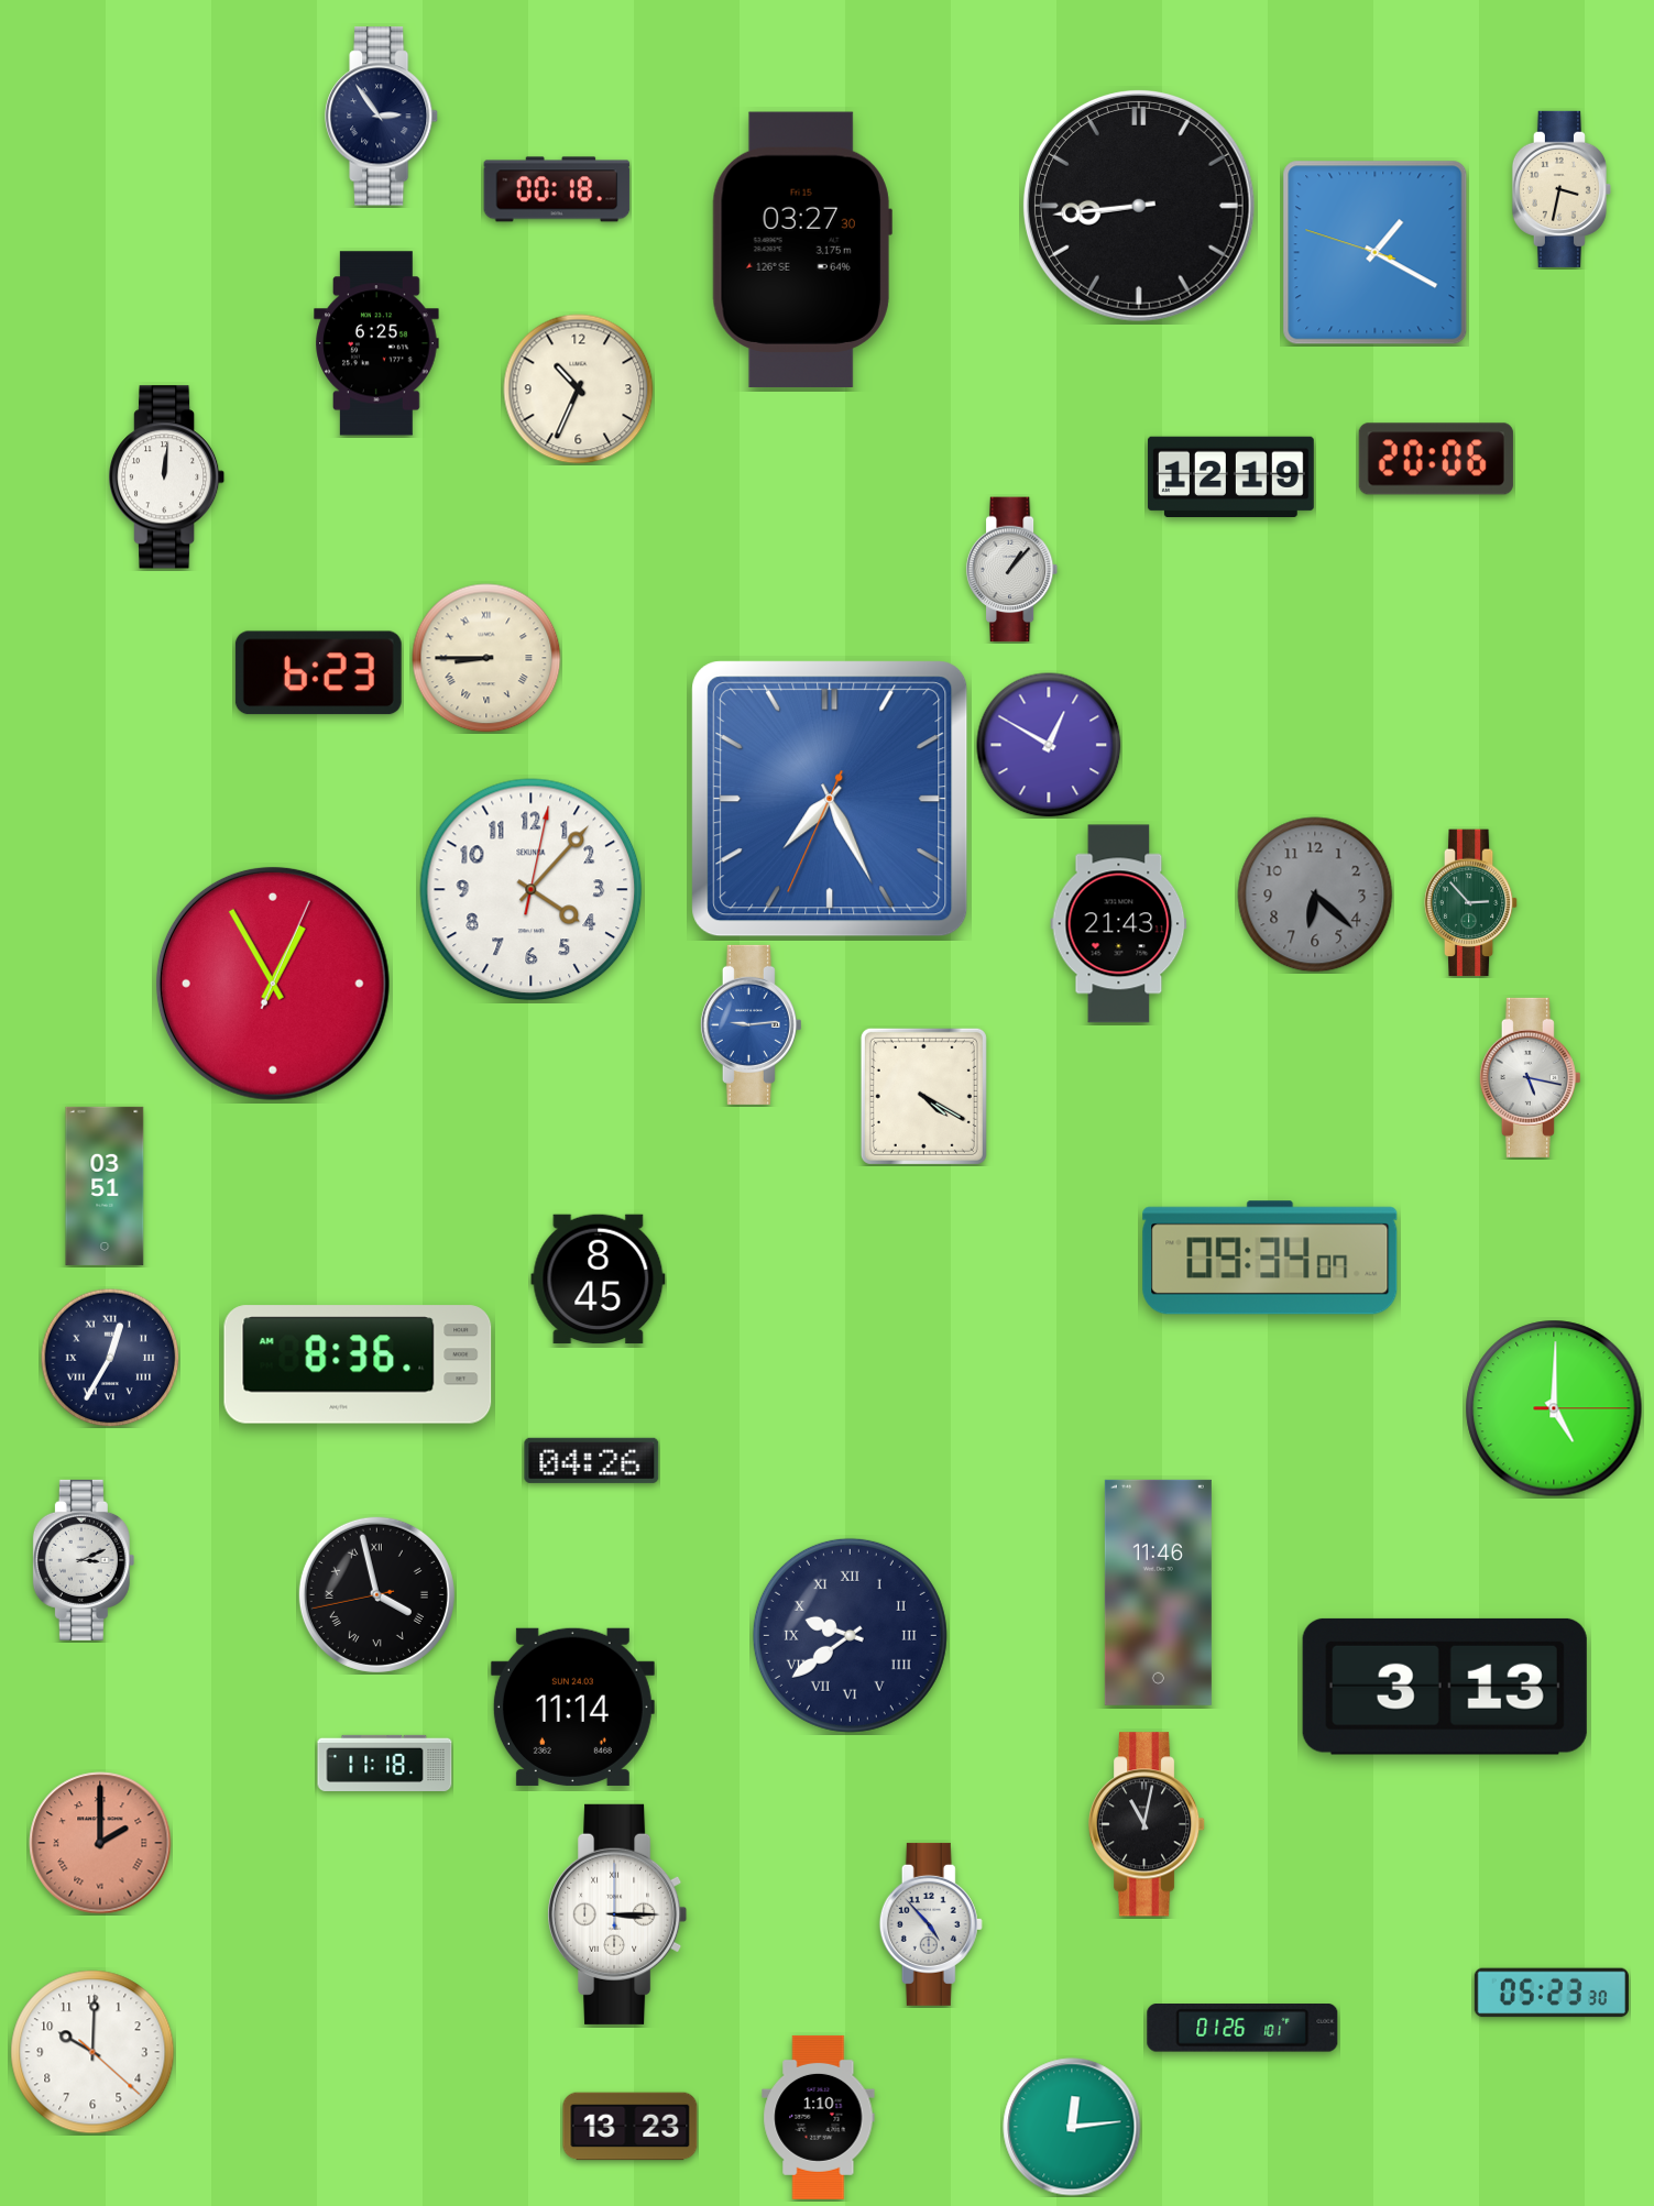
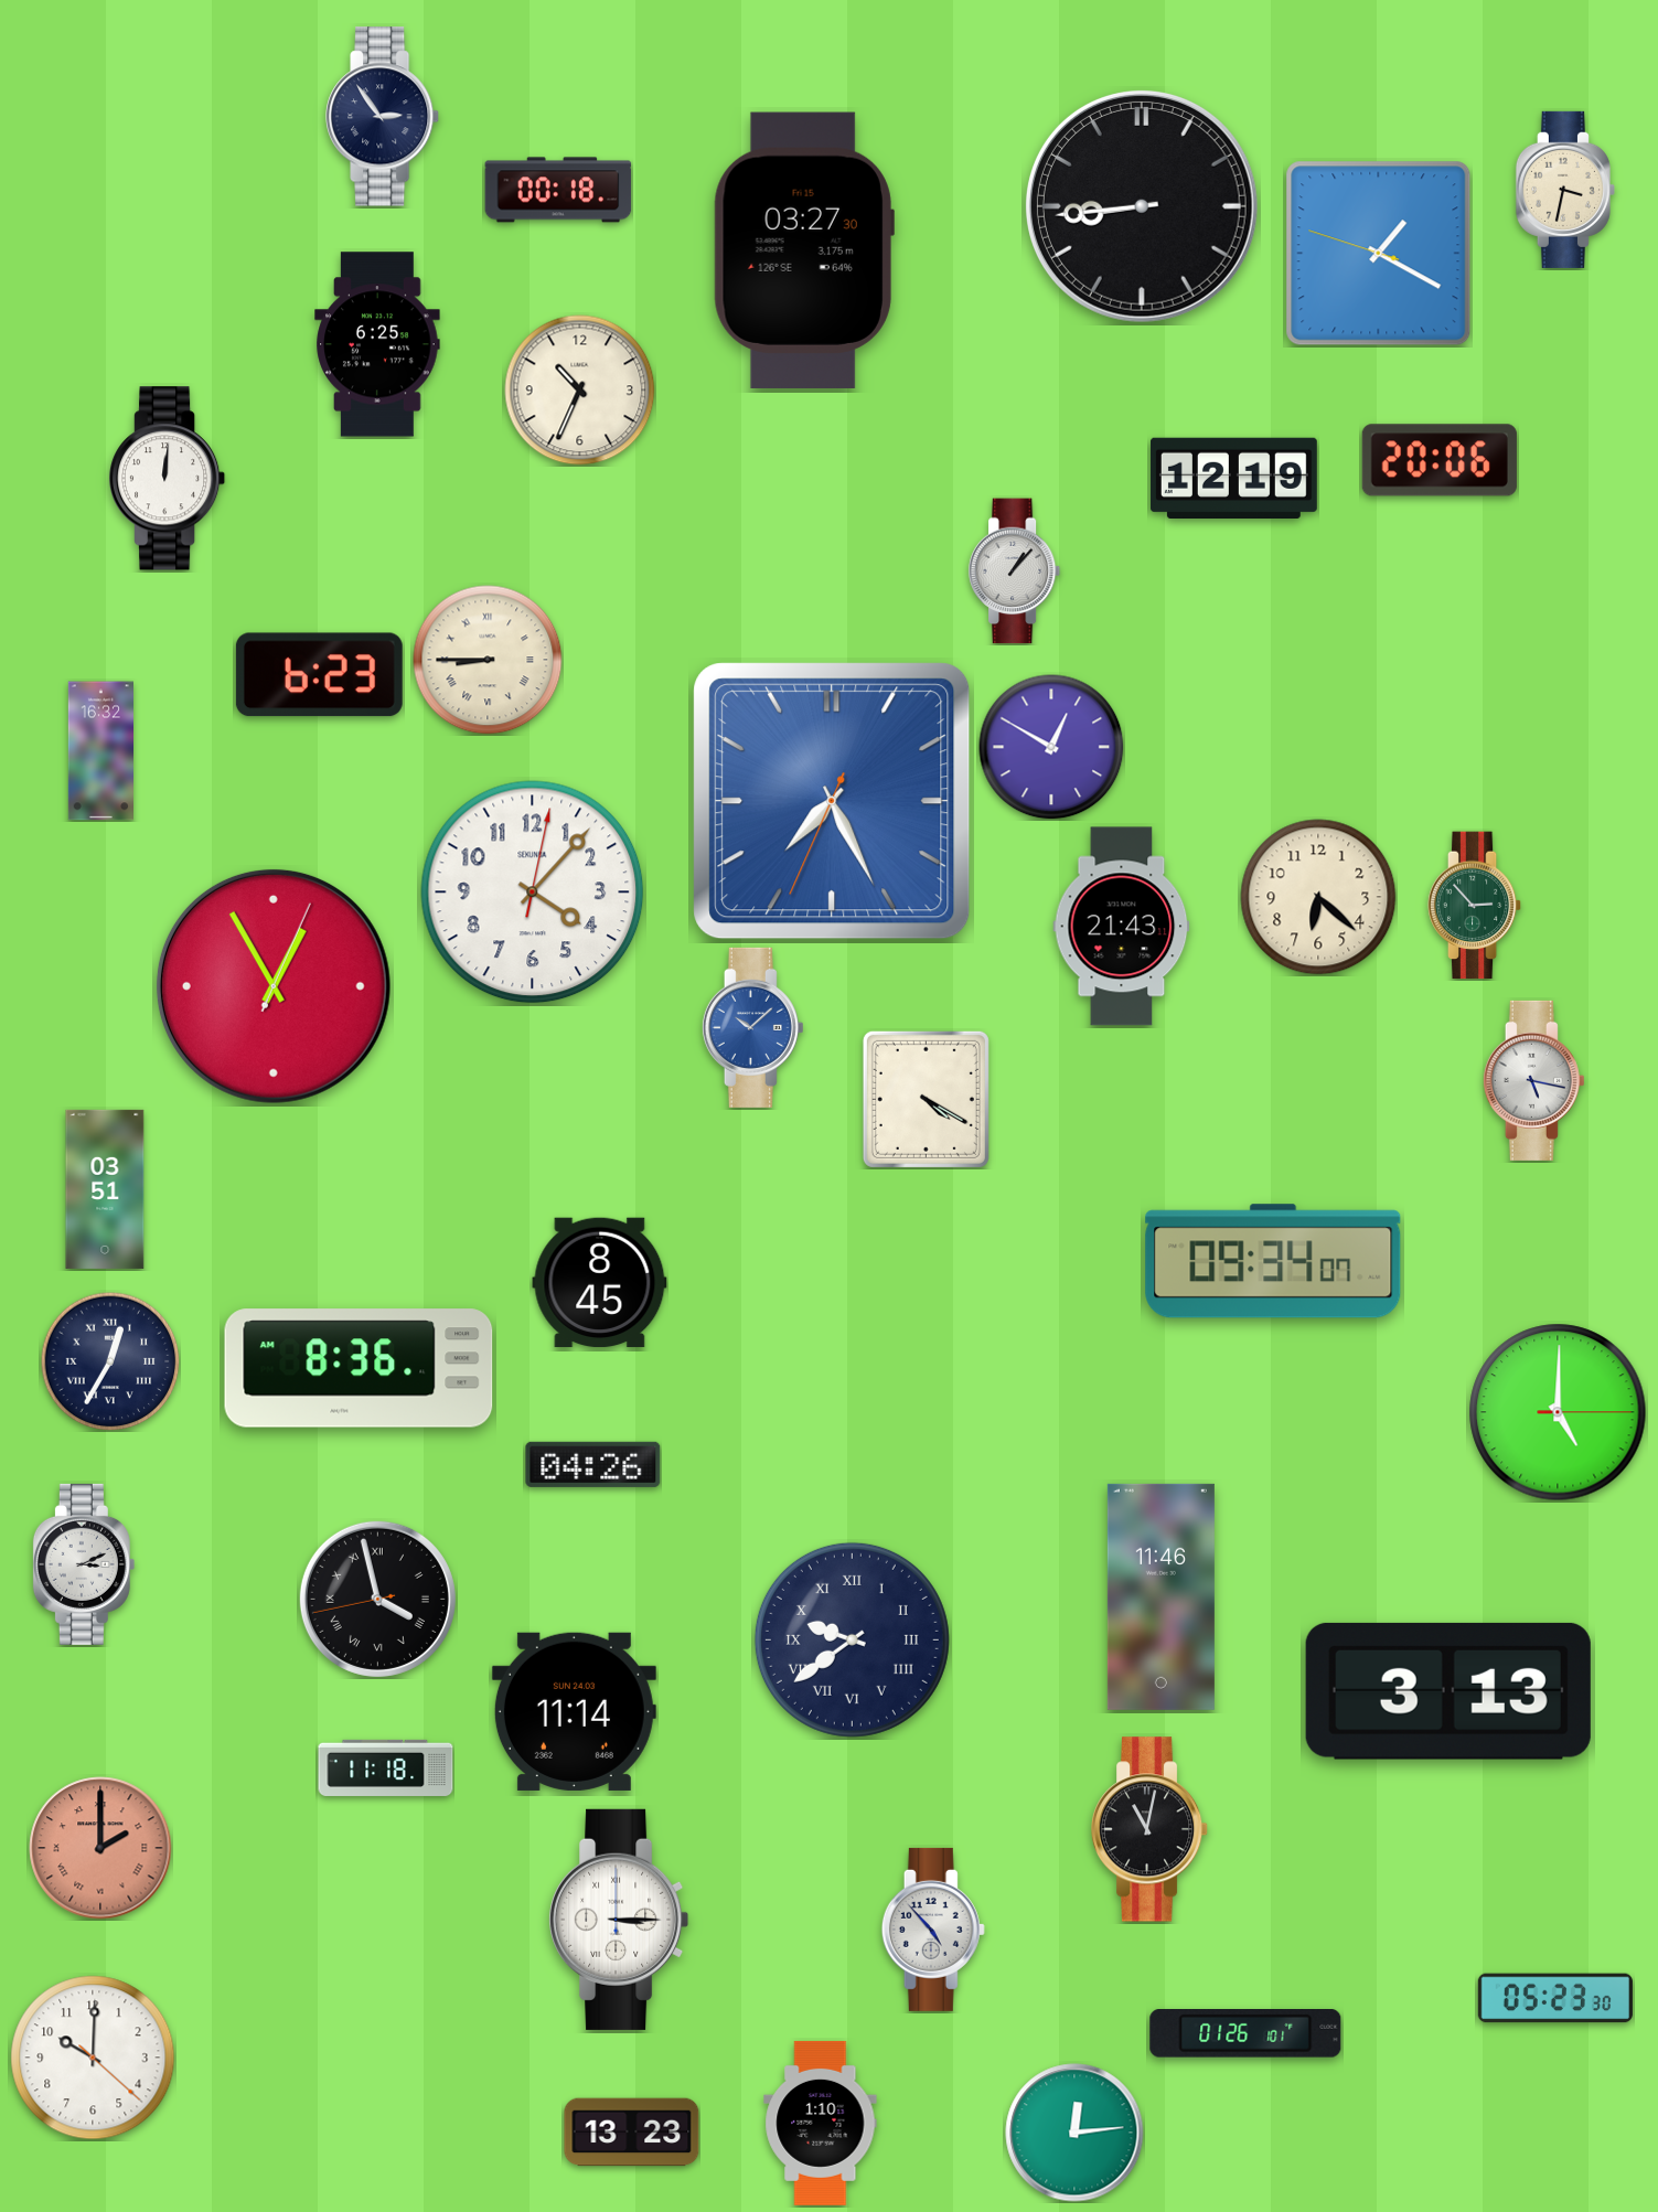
clock at (100, 751): none -> 16:32
clock at (1315, 895) dial: grey -> cream
clock at (751, 1024): 9:14 -> 10:08
